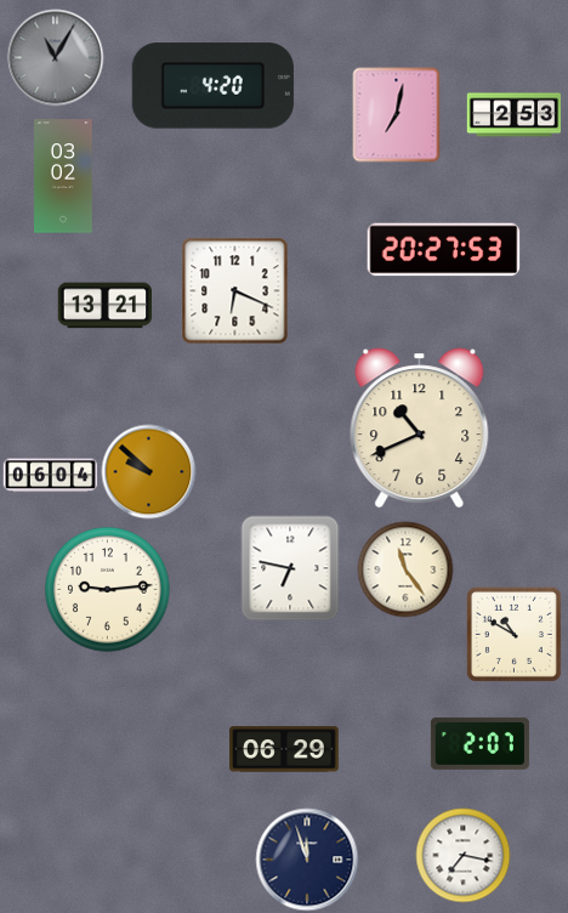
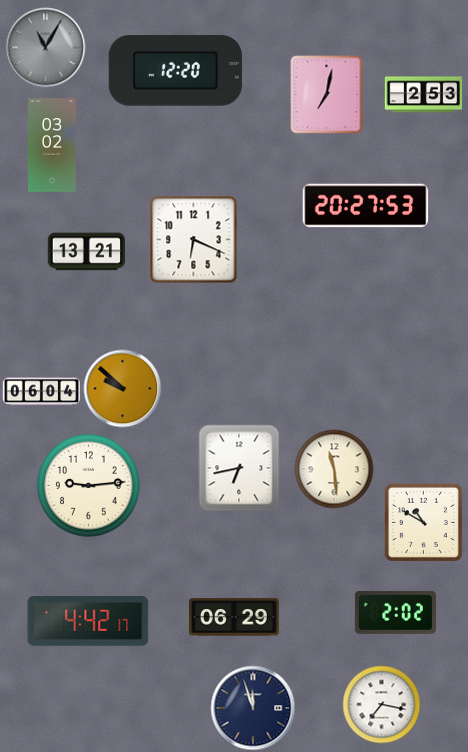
clock at (212, 86): 4:20 -> 12:20
clock at (420, 429): 10:41 -> none
clock at (290, 568): 6:47 -> 6:43
clock at (405, 569): 11:24 -> 11:29
clock at (479, 743): 2:07 -> 2:02
clock at (88, 622): none -> 4:42
